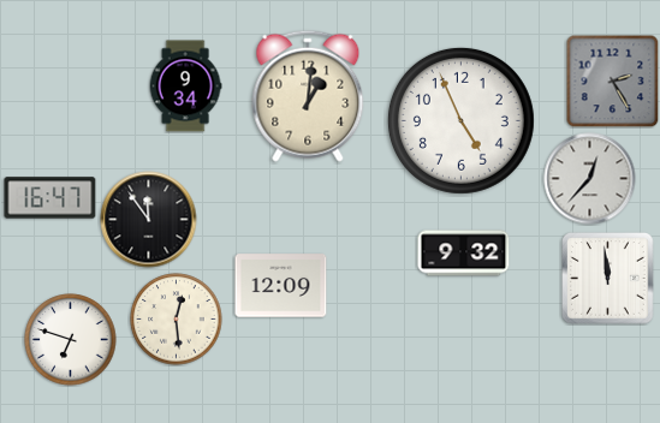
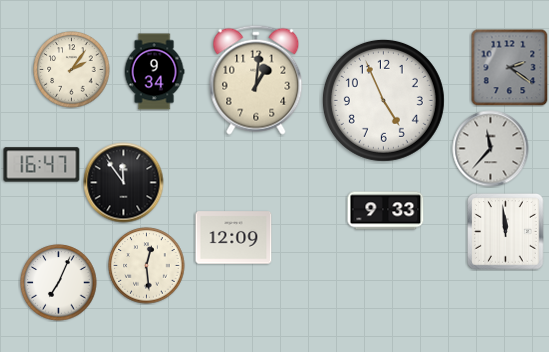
clock at (612, 81): 2:25 -> 2:21
clock at (72, 70): none -> 2:06
clock at (590, 179): 12:37 -> 11:37
clock at (464, 254): 9:32 -> 9:33
clock at (71, 340): 6:48 -> 7:04
